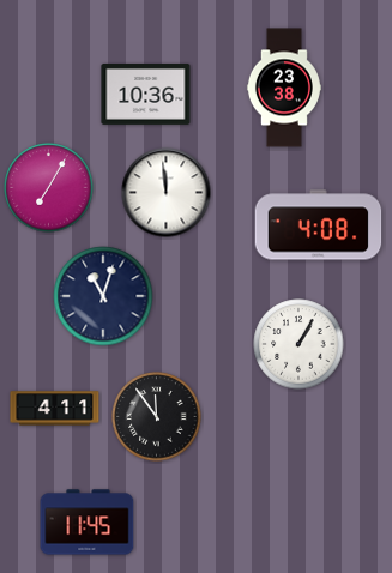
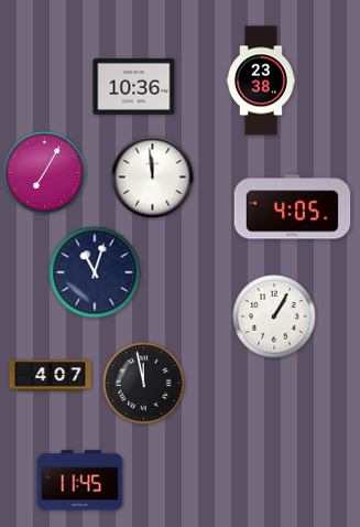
clock at (319, 225): 4:08 -> 4:05
clock at (55, 409): 4:11 -> 4:07
clock at (157, 417): 11:54 -> 11:58
